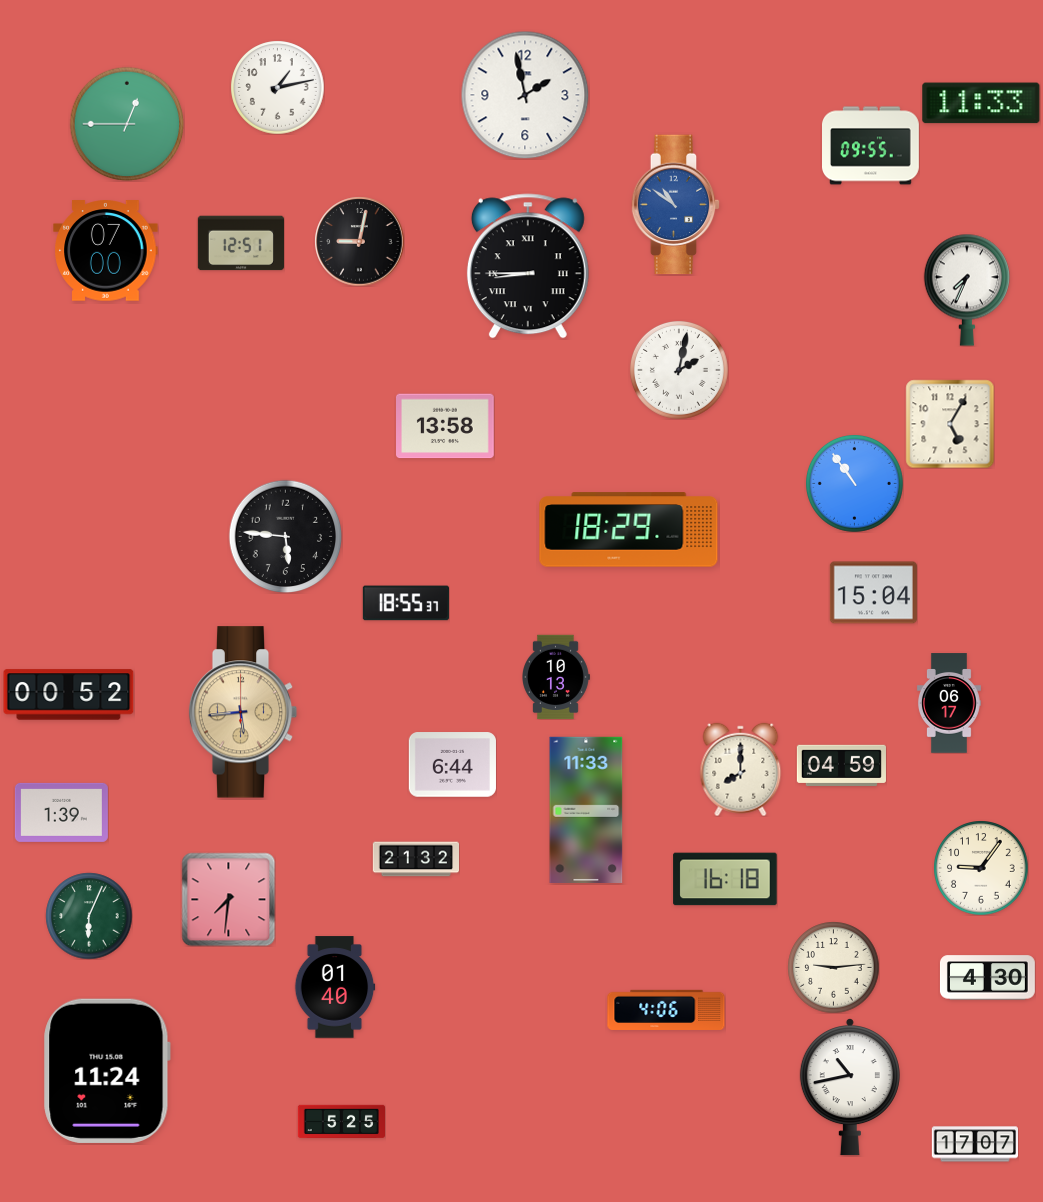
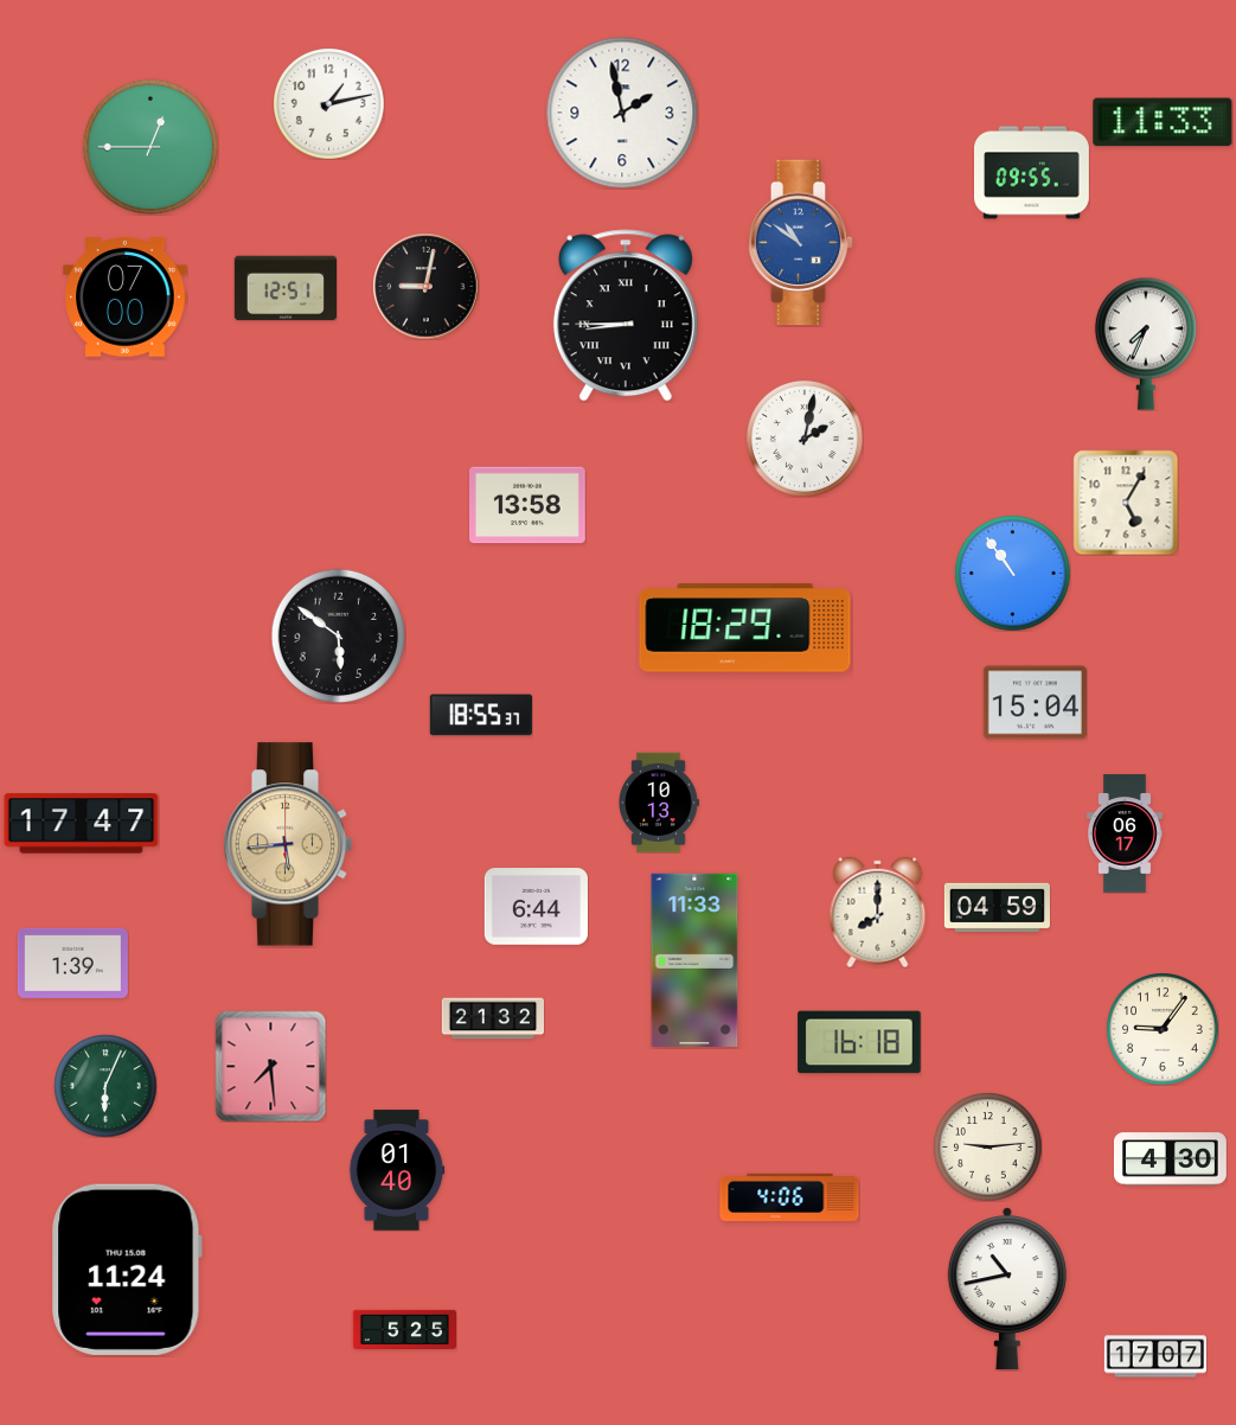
clock at (285, 536): 5:46 -> 5:51
clock at (69, 695): 00:52 -> 17:47
clock at (228, 899): 7:31 -> 7:29
